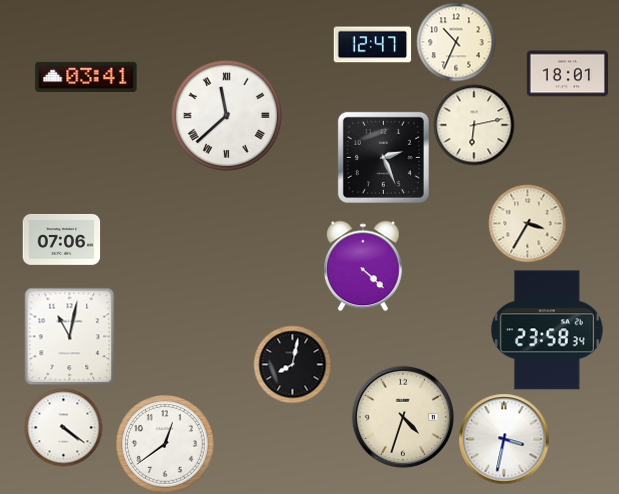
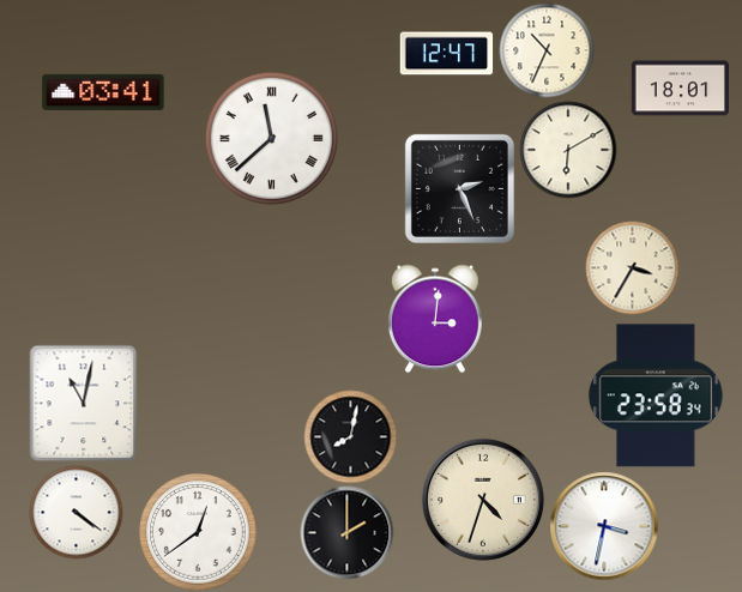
clock at (474, 125): 6:13 -> 6:10
clock at (61, 240): 07:06 -> none
clock at (364, 266): 4:22 -> 3:01
clock at (346, 532): none -> 2:00
